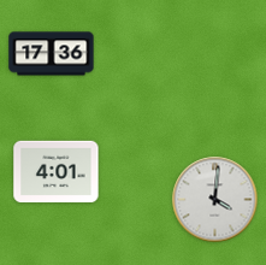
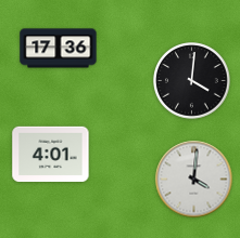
clock at (52, 54) position: (52, 54) -> (59, 49)
clock at (192, 81): none -> 4:01
